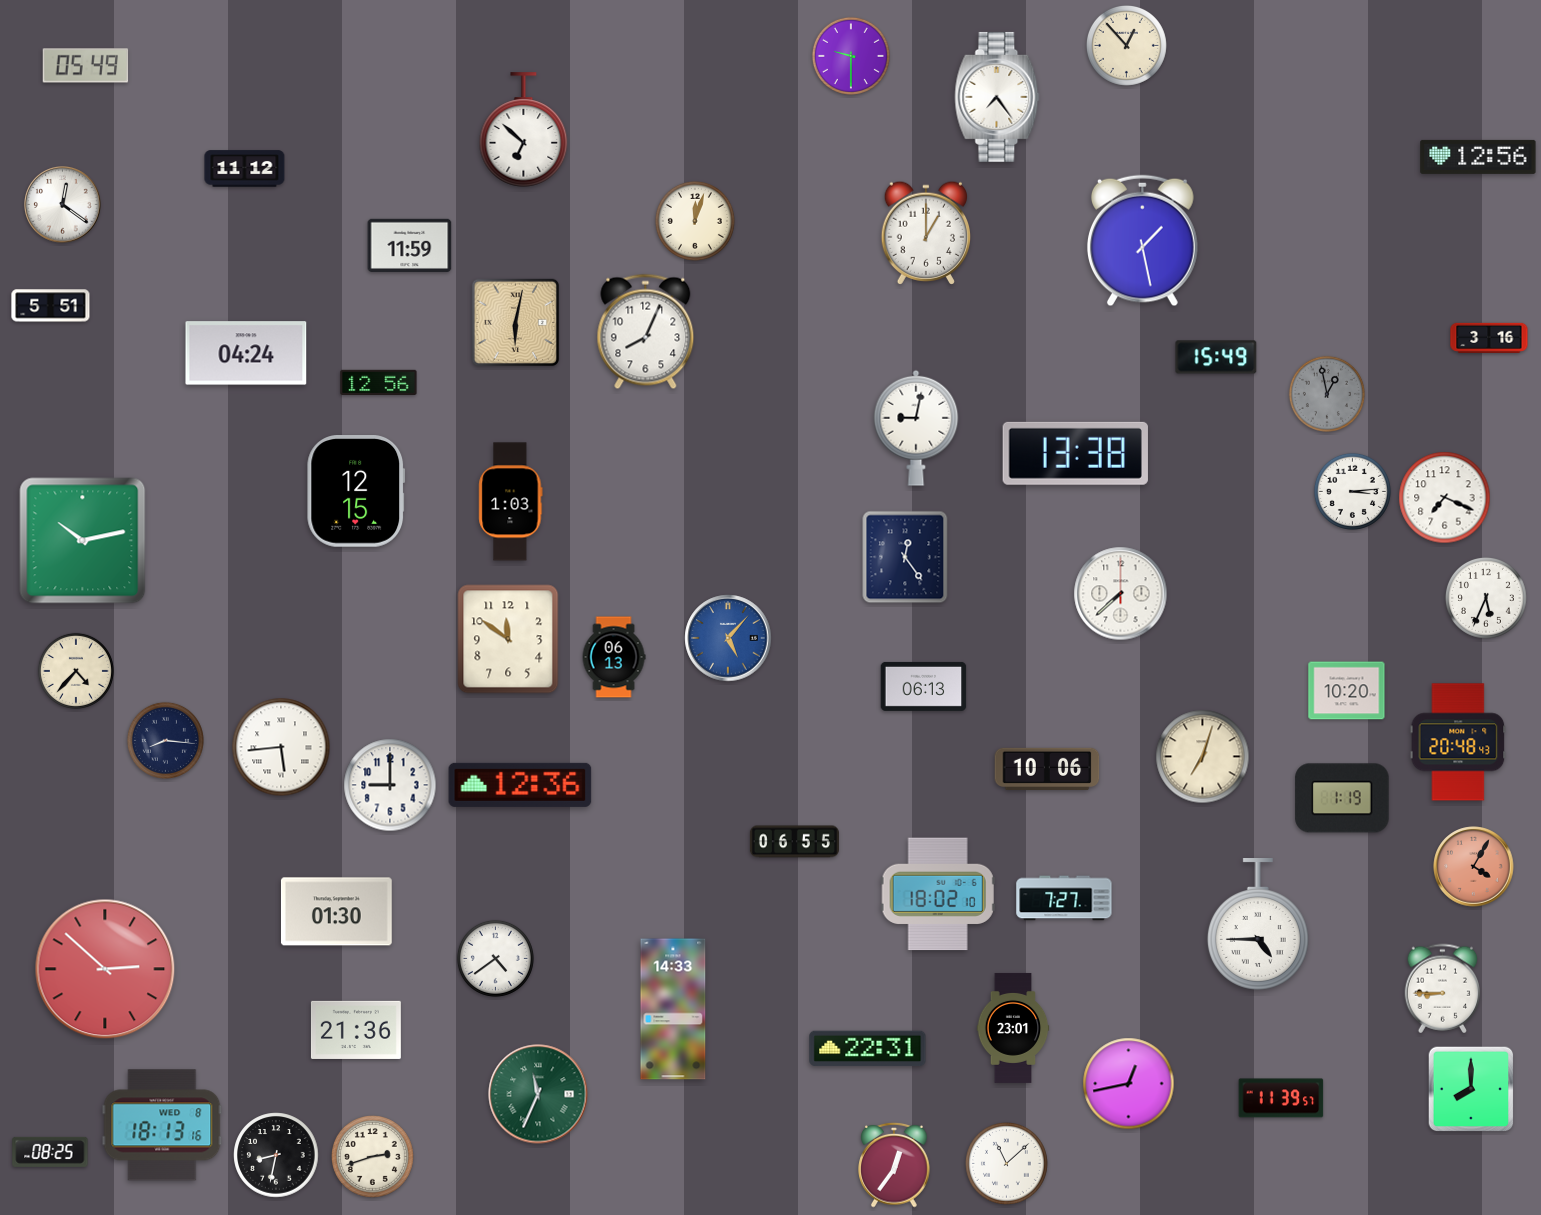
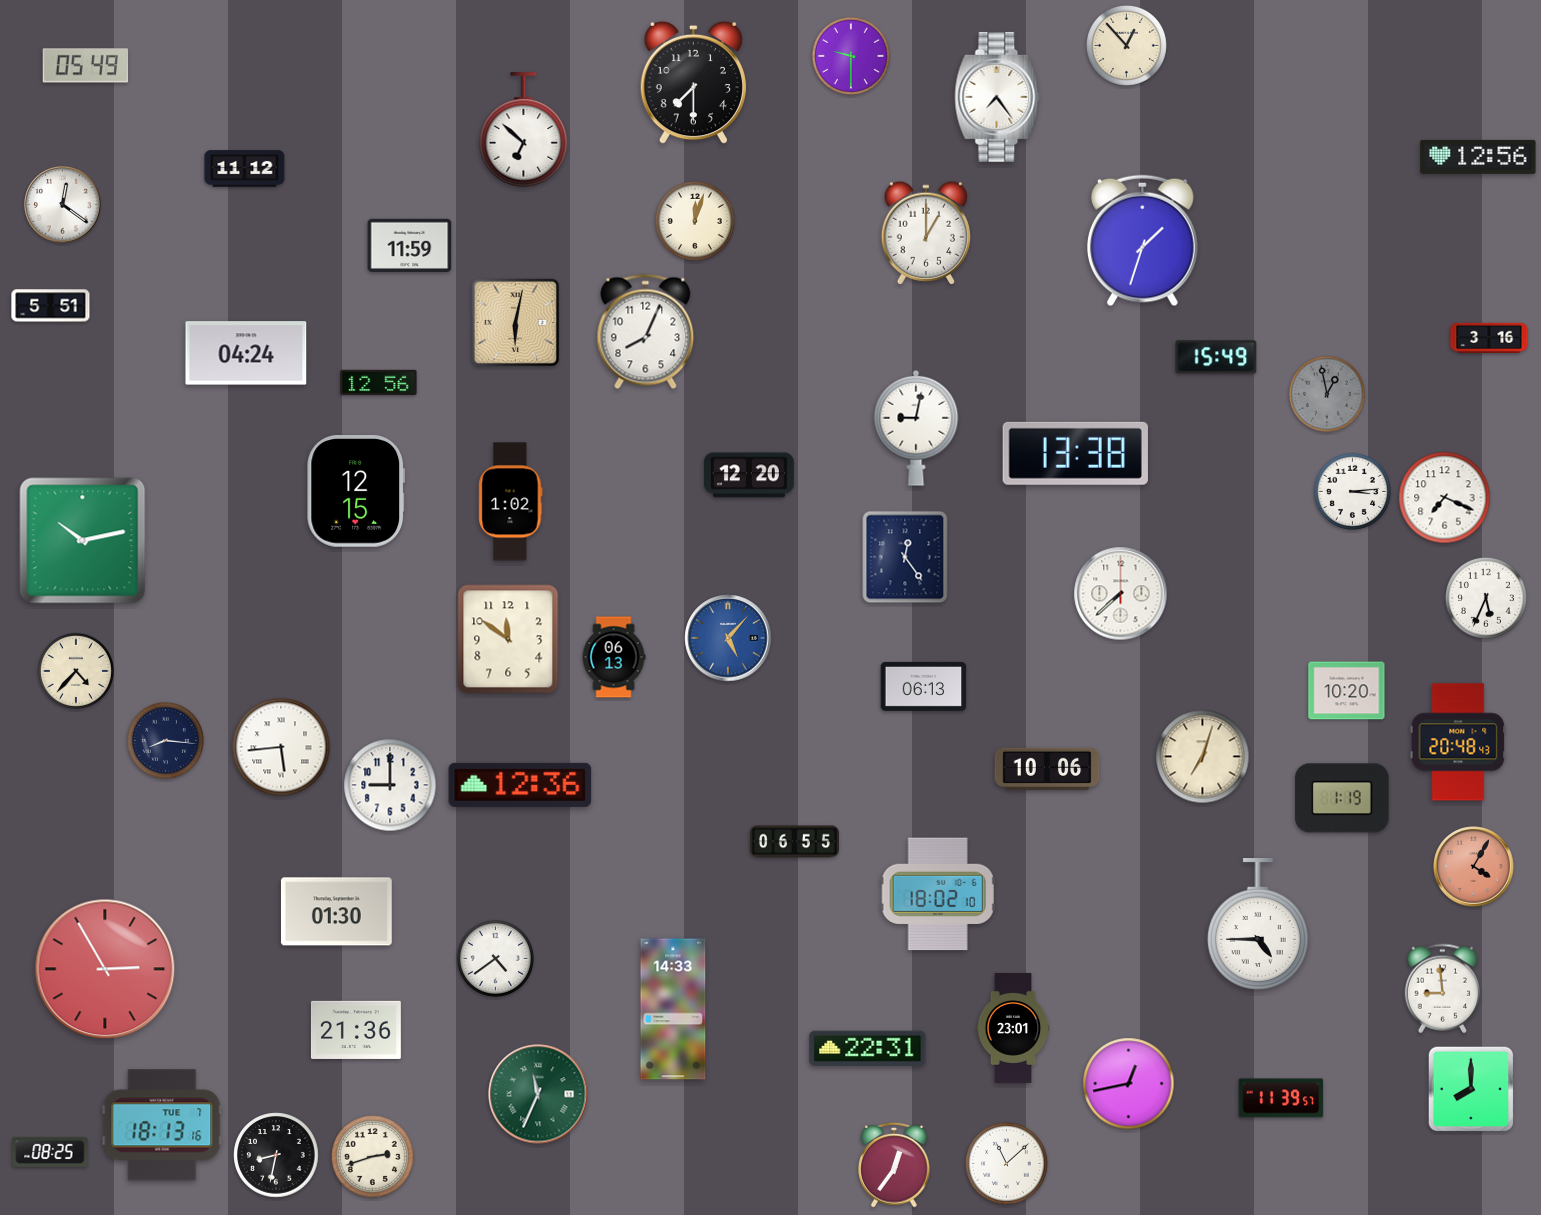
clock at (693, 83): none -> 7:30
clock at (1142, 241): 1:28 -> 1:33
clock at (749, 475): none -> 12:20
clock at (511, 502): 1:03 -> 1:02
clock at (1064, 898): 7:27 -> none
clock at (105, 969): 2:52 -> 2:55
clock at (1443, 989): 8:45 -> 8:59
clock at (162, 1125) date: WED 8 -> TUE 7
